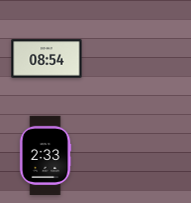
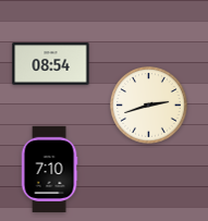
clock at (149, 106): none -> 2:42
clock at (45, 155): 2:33 -> 7:10
